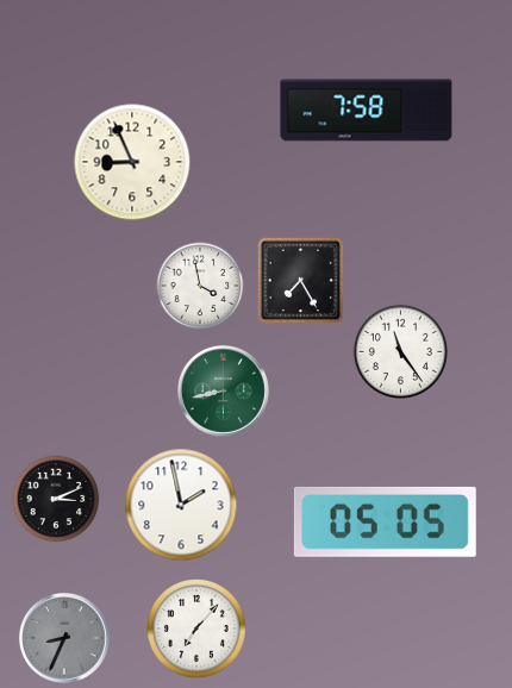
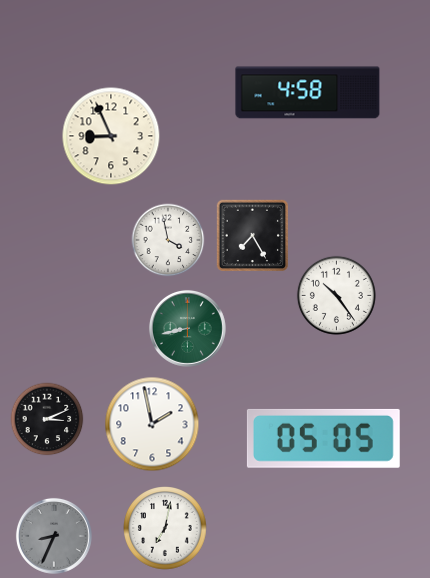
clock at (367, 111): 7:58 -> 4:58
clock at (400, 351): 11:24 -> 10:24
clock at (196, 628): 7:07 -> 7:02
